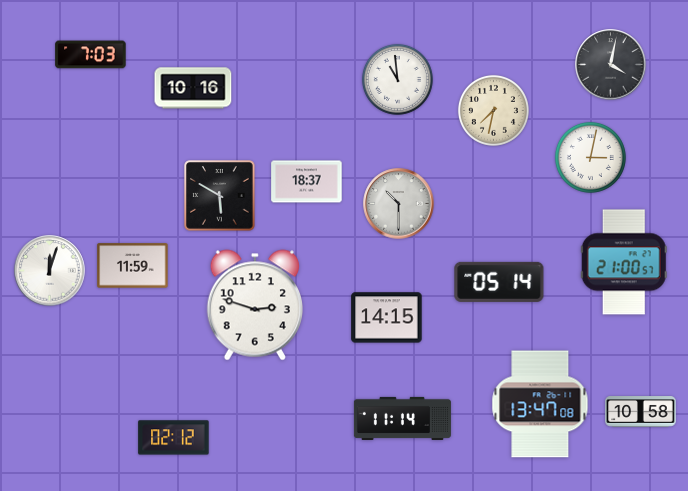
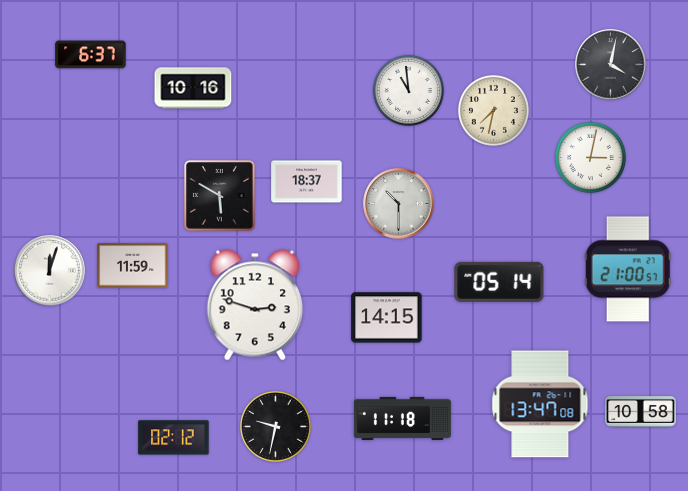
clock at (91, 55): 7:03 -> 6:37
clock at (397, 79) position: (397, 79) -> (408, 90)
clock at (624, 262) position: (624, 262) -> (628, 269)
clock at (402, 418): 11:14 -> 11:18
clock at (275, 426): none -> 9:32
